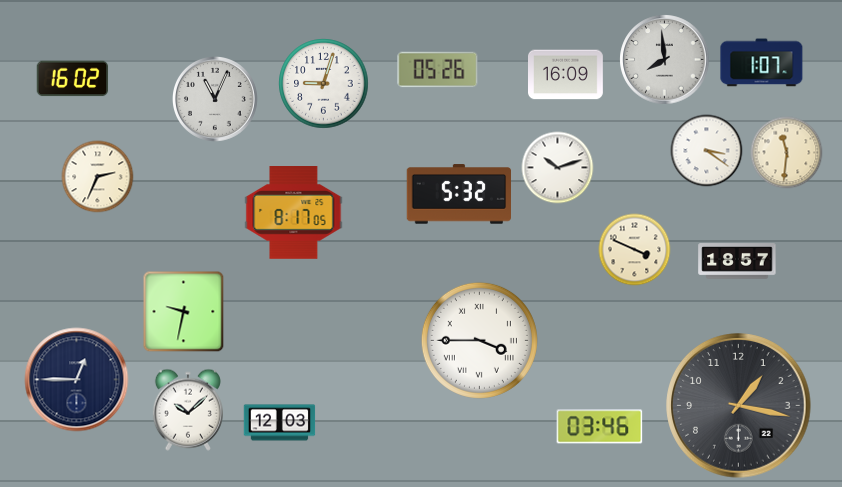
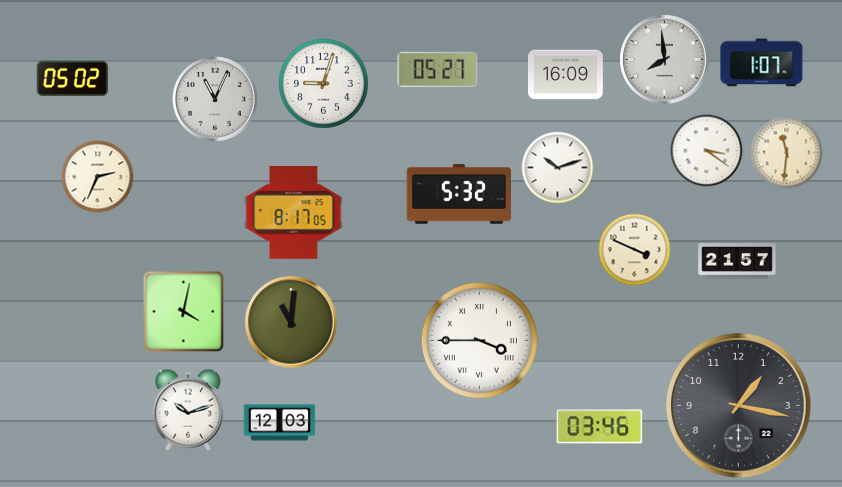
clock at (438, 70): 05:26 -> 05:27
clock at (73, 79): 16:02 -> 05:02
clock at (737, 261): 18:57 -> 21:57
clock at (184, 312): 9:32 -> 4:02
clock at (291, 322): none -> 11:01
clock at (77, 380): 12:45 -> none
clock at (188, 410): 10:08 -> 10:12
